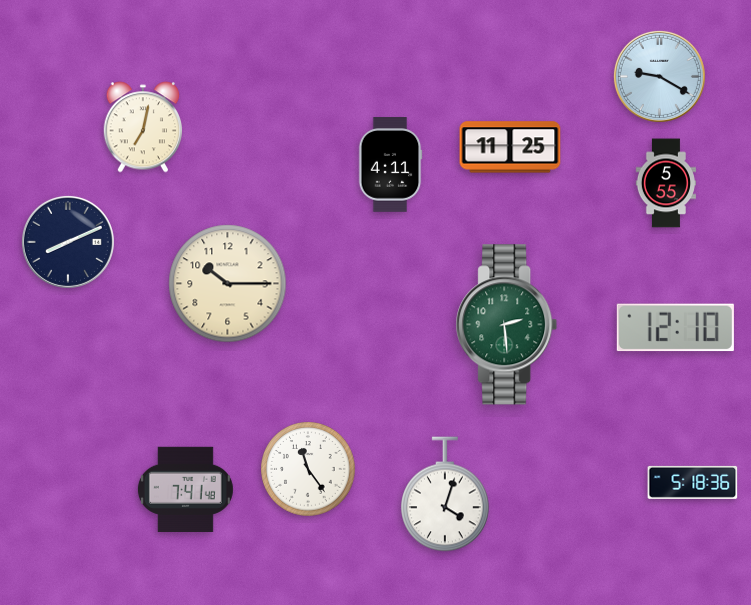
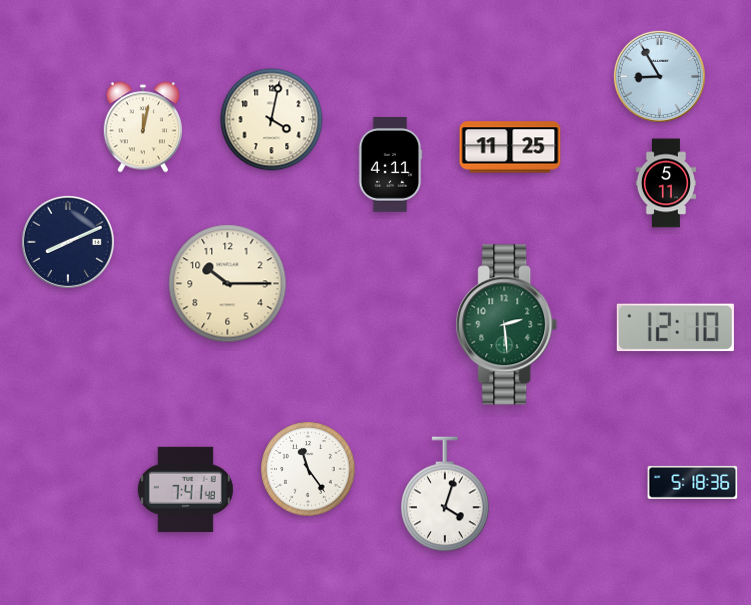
clock at (659, 76): 9:20 -> 8:55
clock at (272, 120): none -> 4:02
clock at (143, 127): 7:02 -> 12:02
clock at (666, 183): 5:55 -> 5:11
